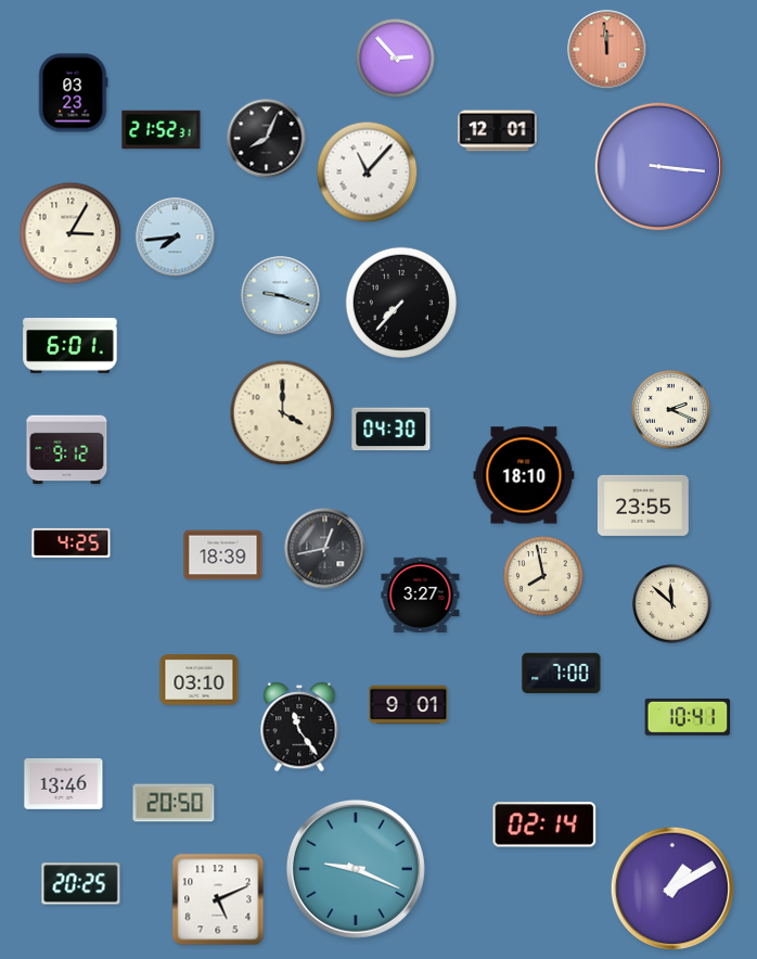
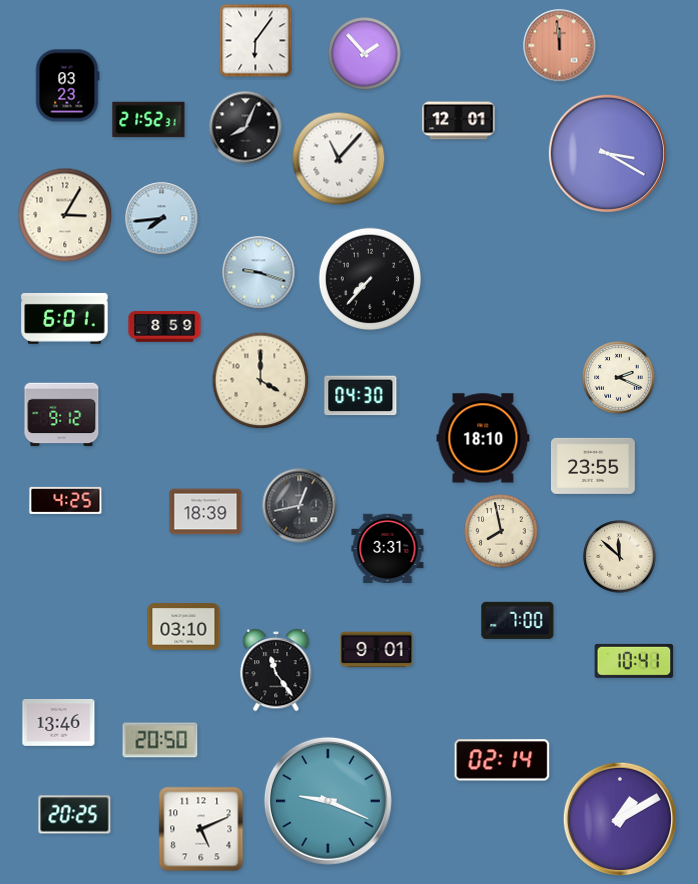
clock at (256, 41): none -> 6:06
clock at (396, 59): 2:53 -> 1:53
clock at (658, 166): 3:16 -> 3:20
clock at (165, 327): none -> 8:59
clock at (421, 596): 3:27 -> 3:31
